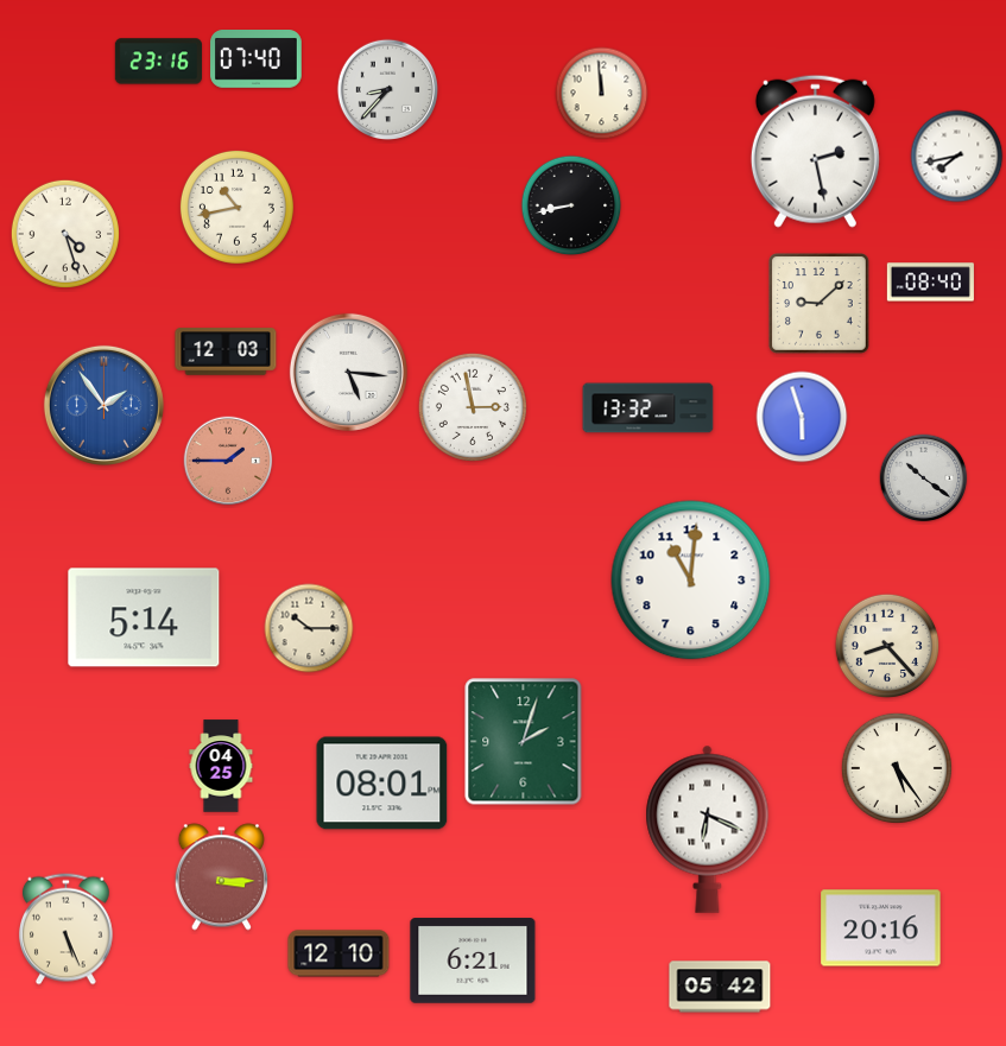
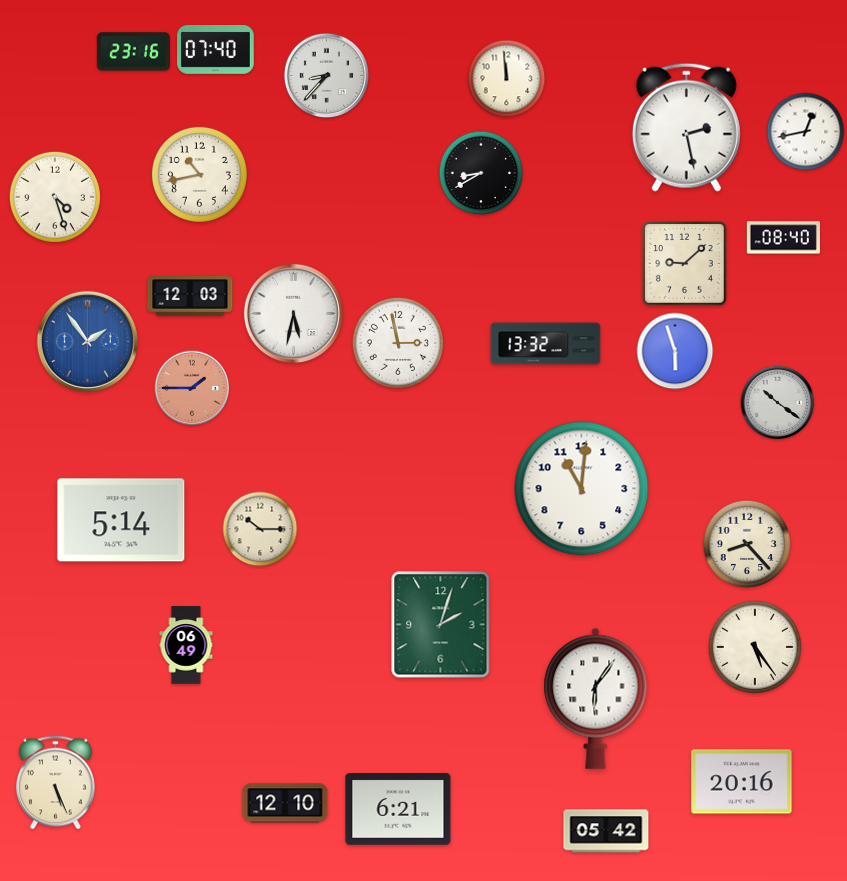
clock at (957, 157): 7:43 -> 12:43
clock at (571, 205): 8:43 -> 8:40
clock at (820, 304) position: (820, 304) -> (685, 264)
clock at (348, 372): 5:16 -> 5:32
clock at (221, 766): 04:25 -> 06:49
clock at (382, 784): 08:01 -> none
clock at (708, 829): 6:19 -> 6:06
clock at (221, 877): 3:15 -> none
